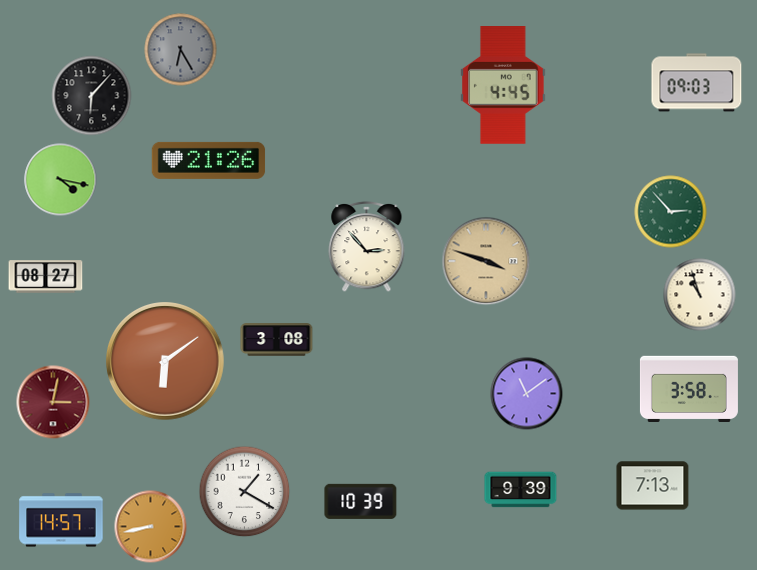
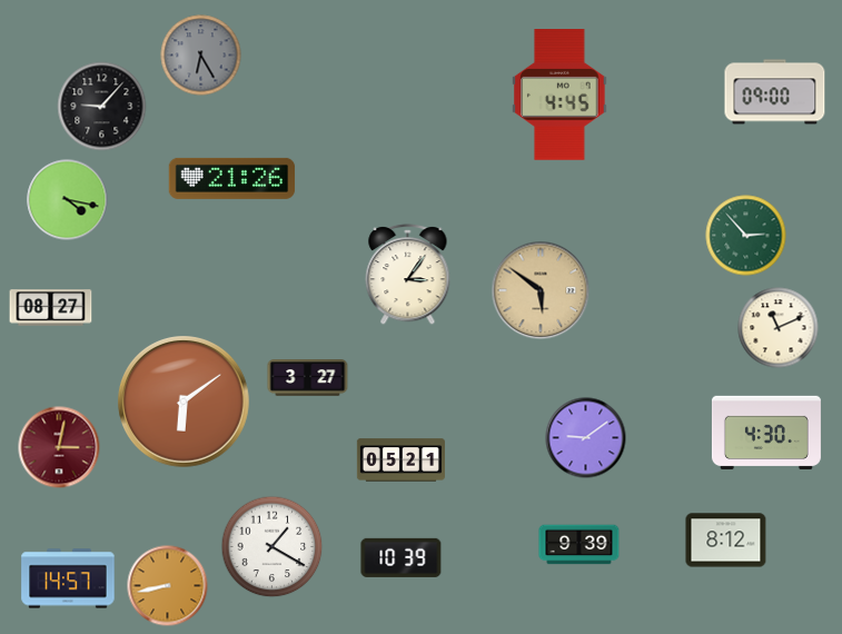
clock at (697, 83): 09:03 -> 09:00
clock at (92, 96): 6:07 -> 9:07
clock at (367, 246): 2:53 -> 3:06
clock at (486, 261): 3:48 -> 5:51
clock at (700, 295): 10:57 -> 11:11
clock at (277, 340): 3:08 -> 3:27
clock at (689, 388): 3:58 -> 4:30
clock at (527, 394): 11:09 -> 9:09
clock at (400, 460): none -> 05:21
clock at (653, 486): 7:13 -> 8:12
